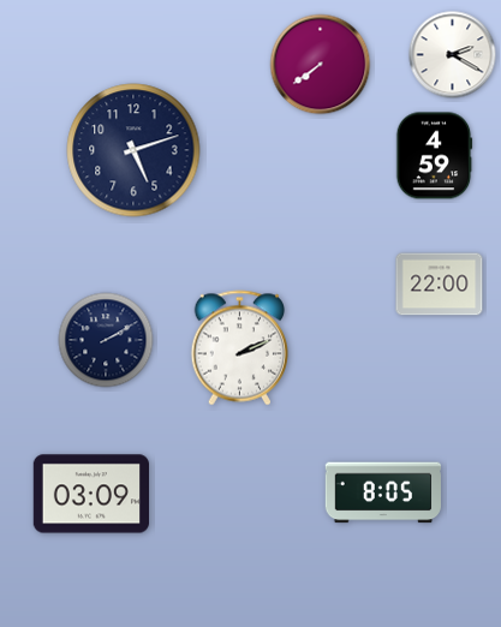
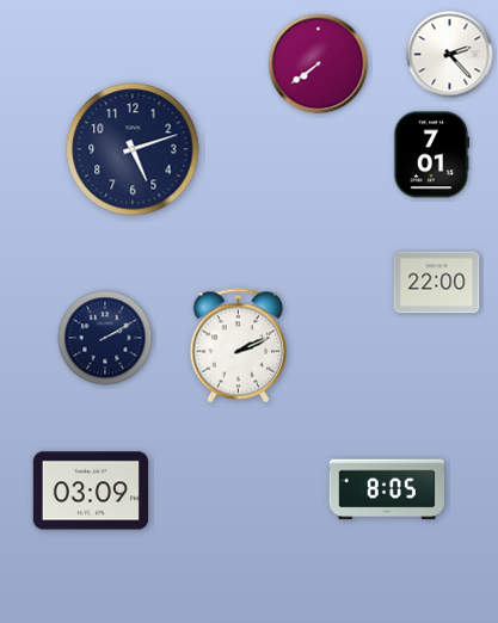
clock at (453, 55): 2:20 -> 2:23
clock at (434, 156): 4:59 -> 7:01
clock at (382, 492) position: (382, 492) -> (386, 489)
